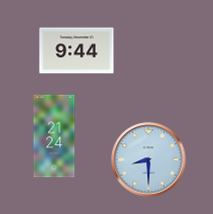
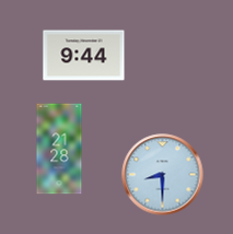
clock at (54, 136): 21:24 -> 21:28
